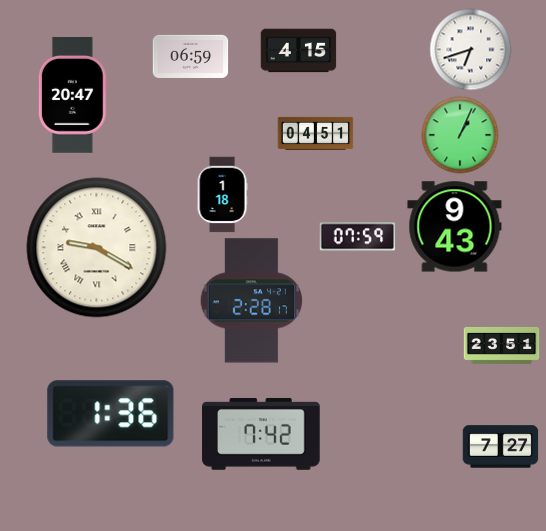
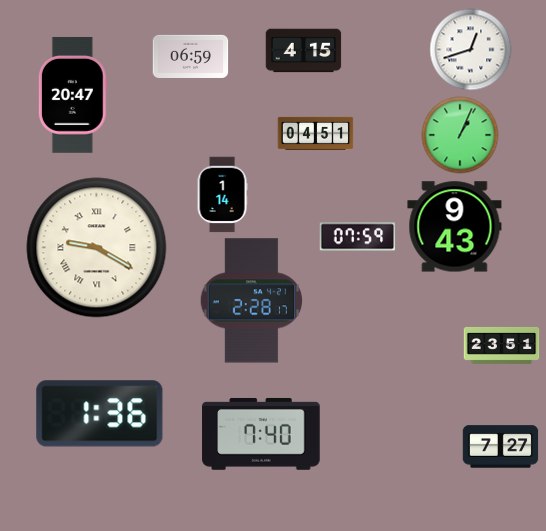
clock at (471, 50): 6:42 -> 12:42
clock at (299, 51) position: (299, 51) -> (304, 51)
clock at (222, 195): 1:18 -> 1:14
clock at (111, 414) position: (111, 414) -> (100, 414)
clock at (261, 434): 7:42 -> 7:40
